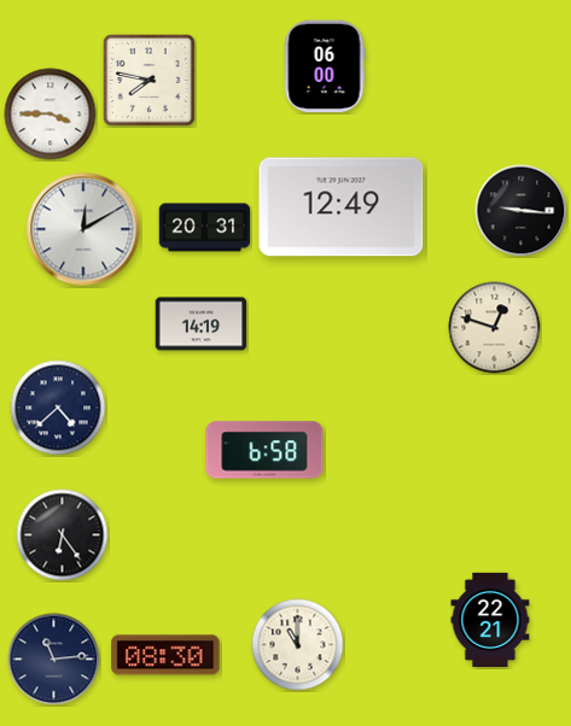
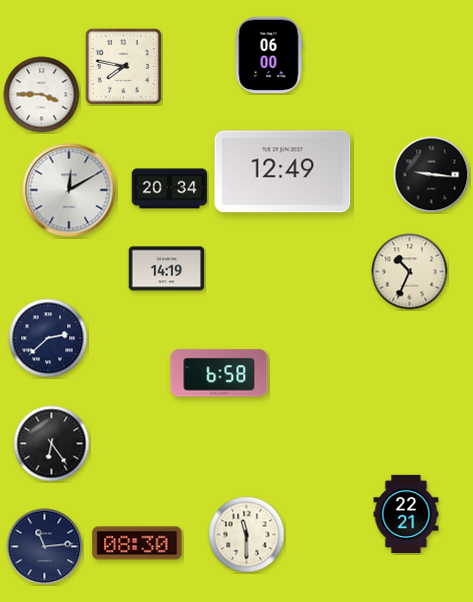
clock at (205, 228): 20:31 -> 20:34
clock at (495, 328): 12:48 -> 10:34
clock at (58, 408): 4:38 -> 2:38
clock at (298, 645): 11:00 -> 11:30
